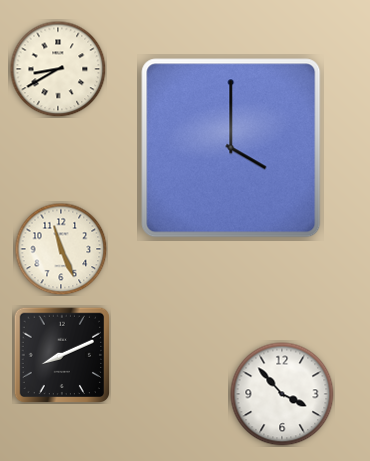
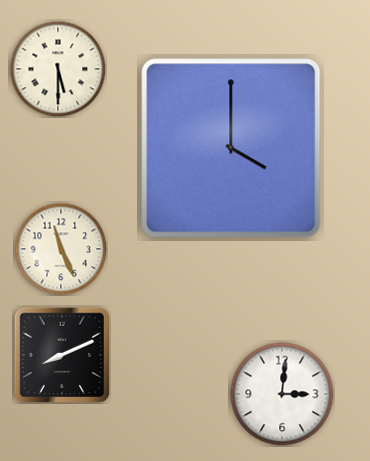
clock at (58, 69): 8:40 -> 5:30
clock at (282, 394): 3:53 -> 3:01
